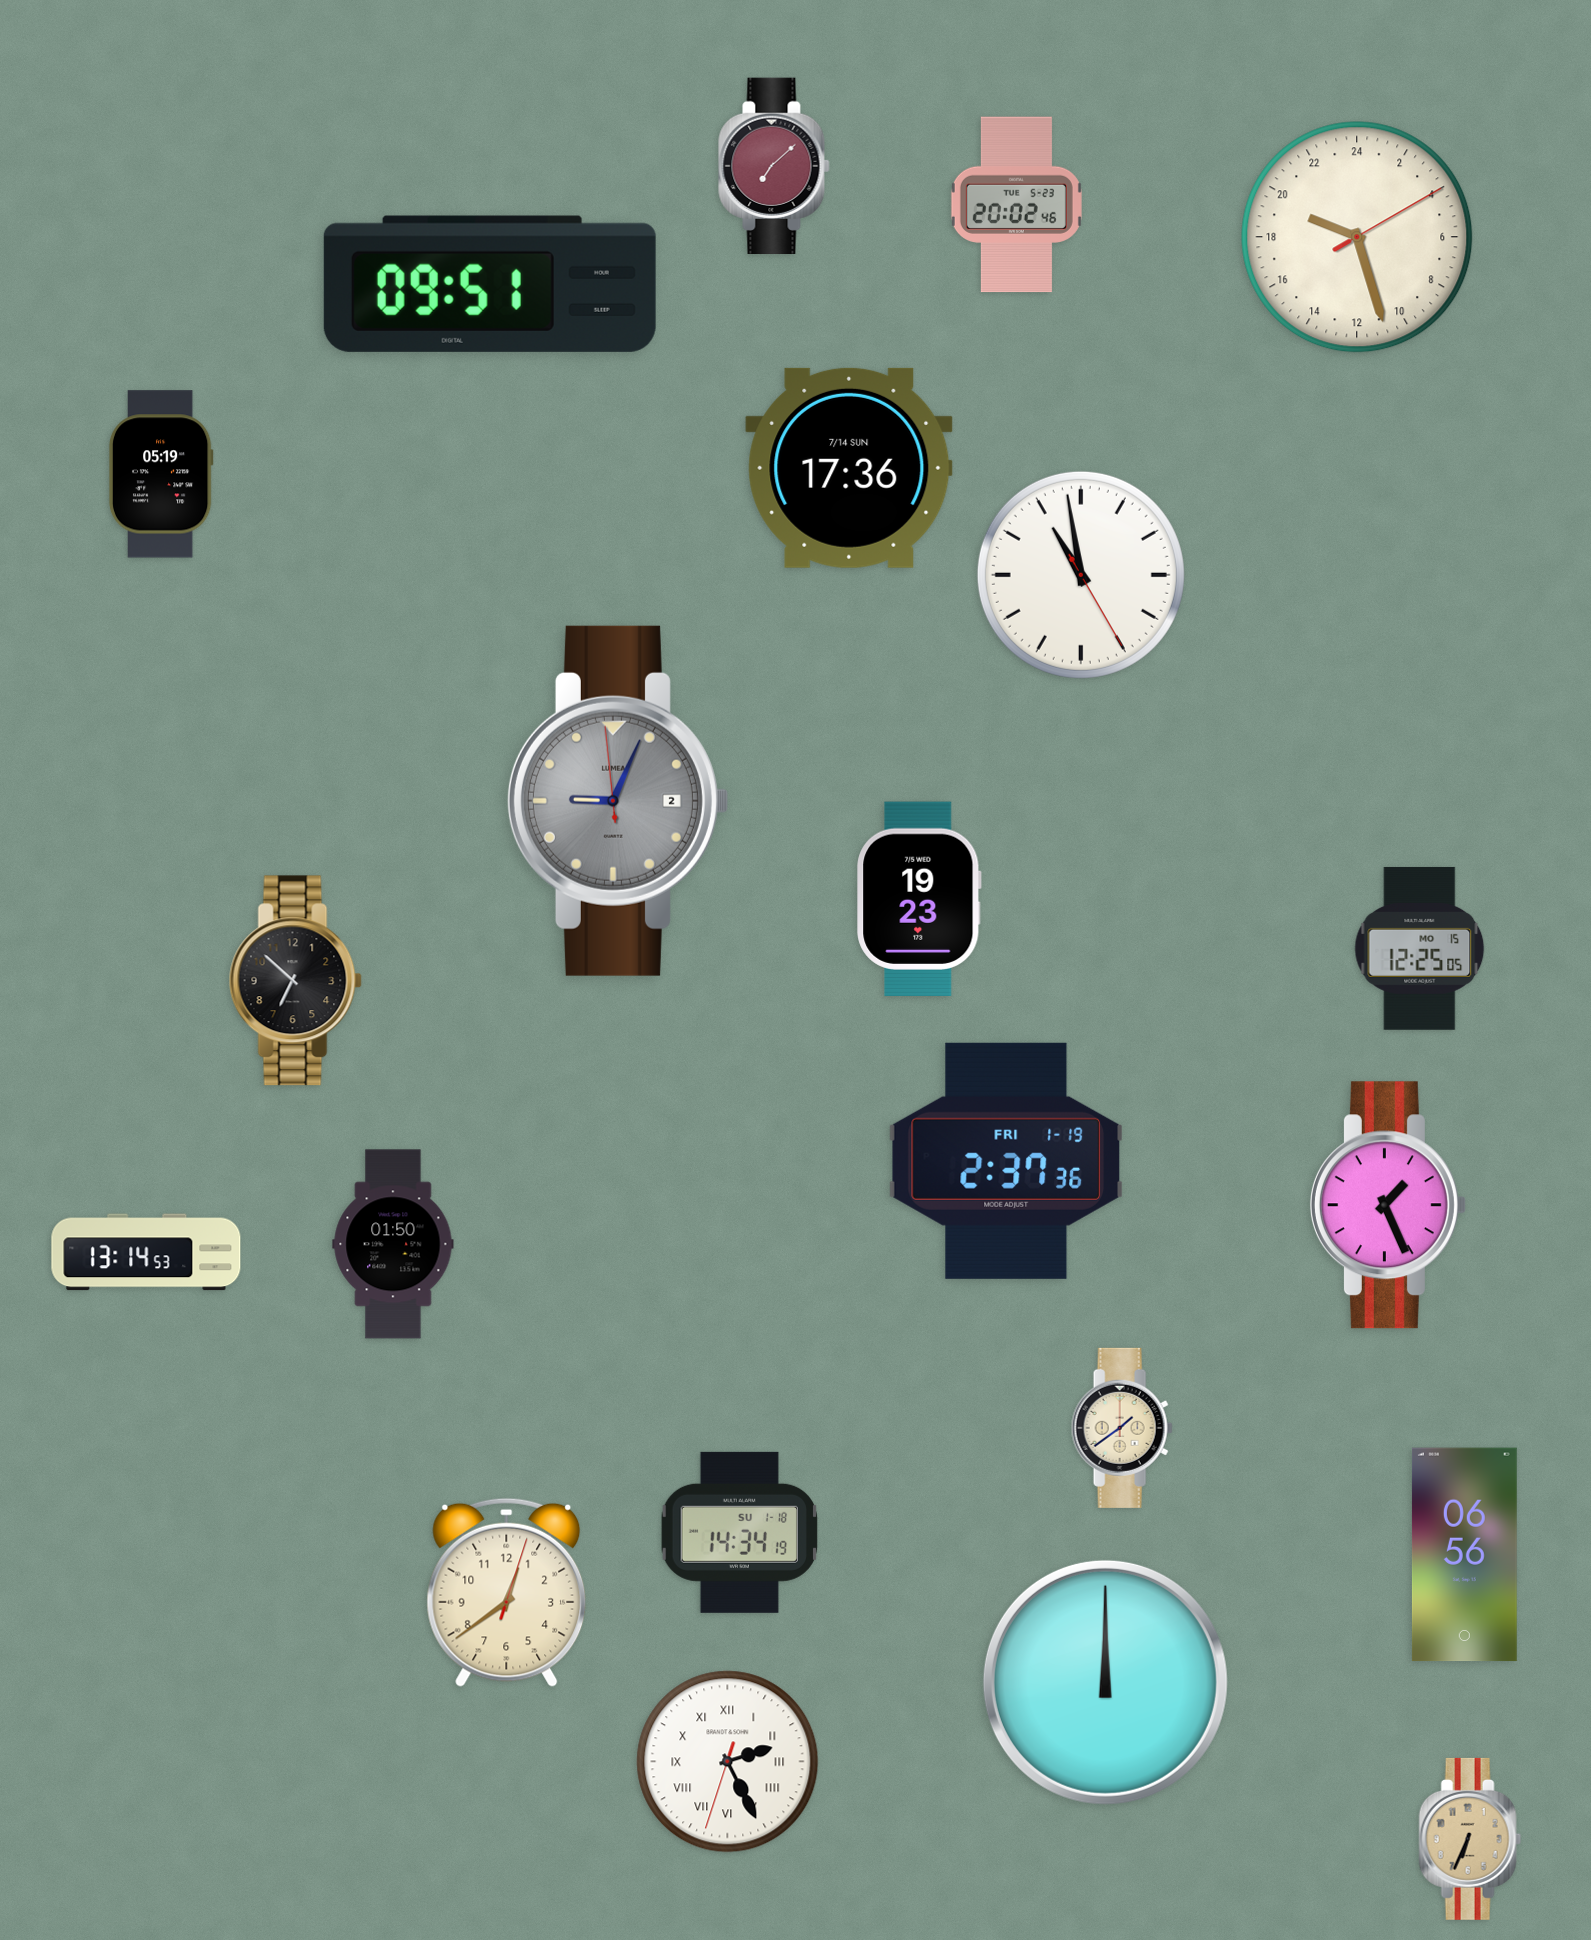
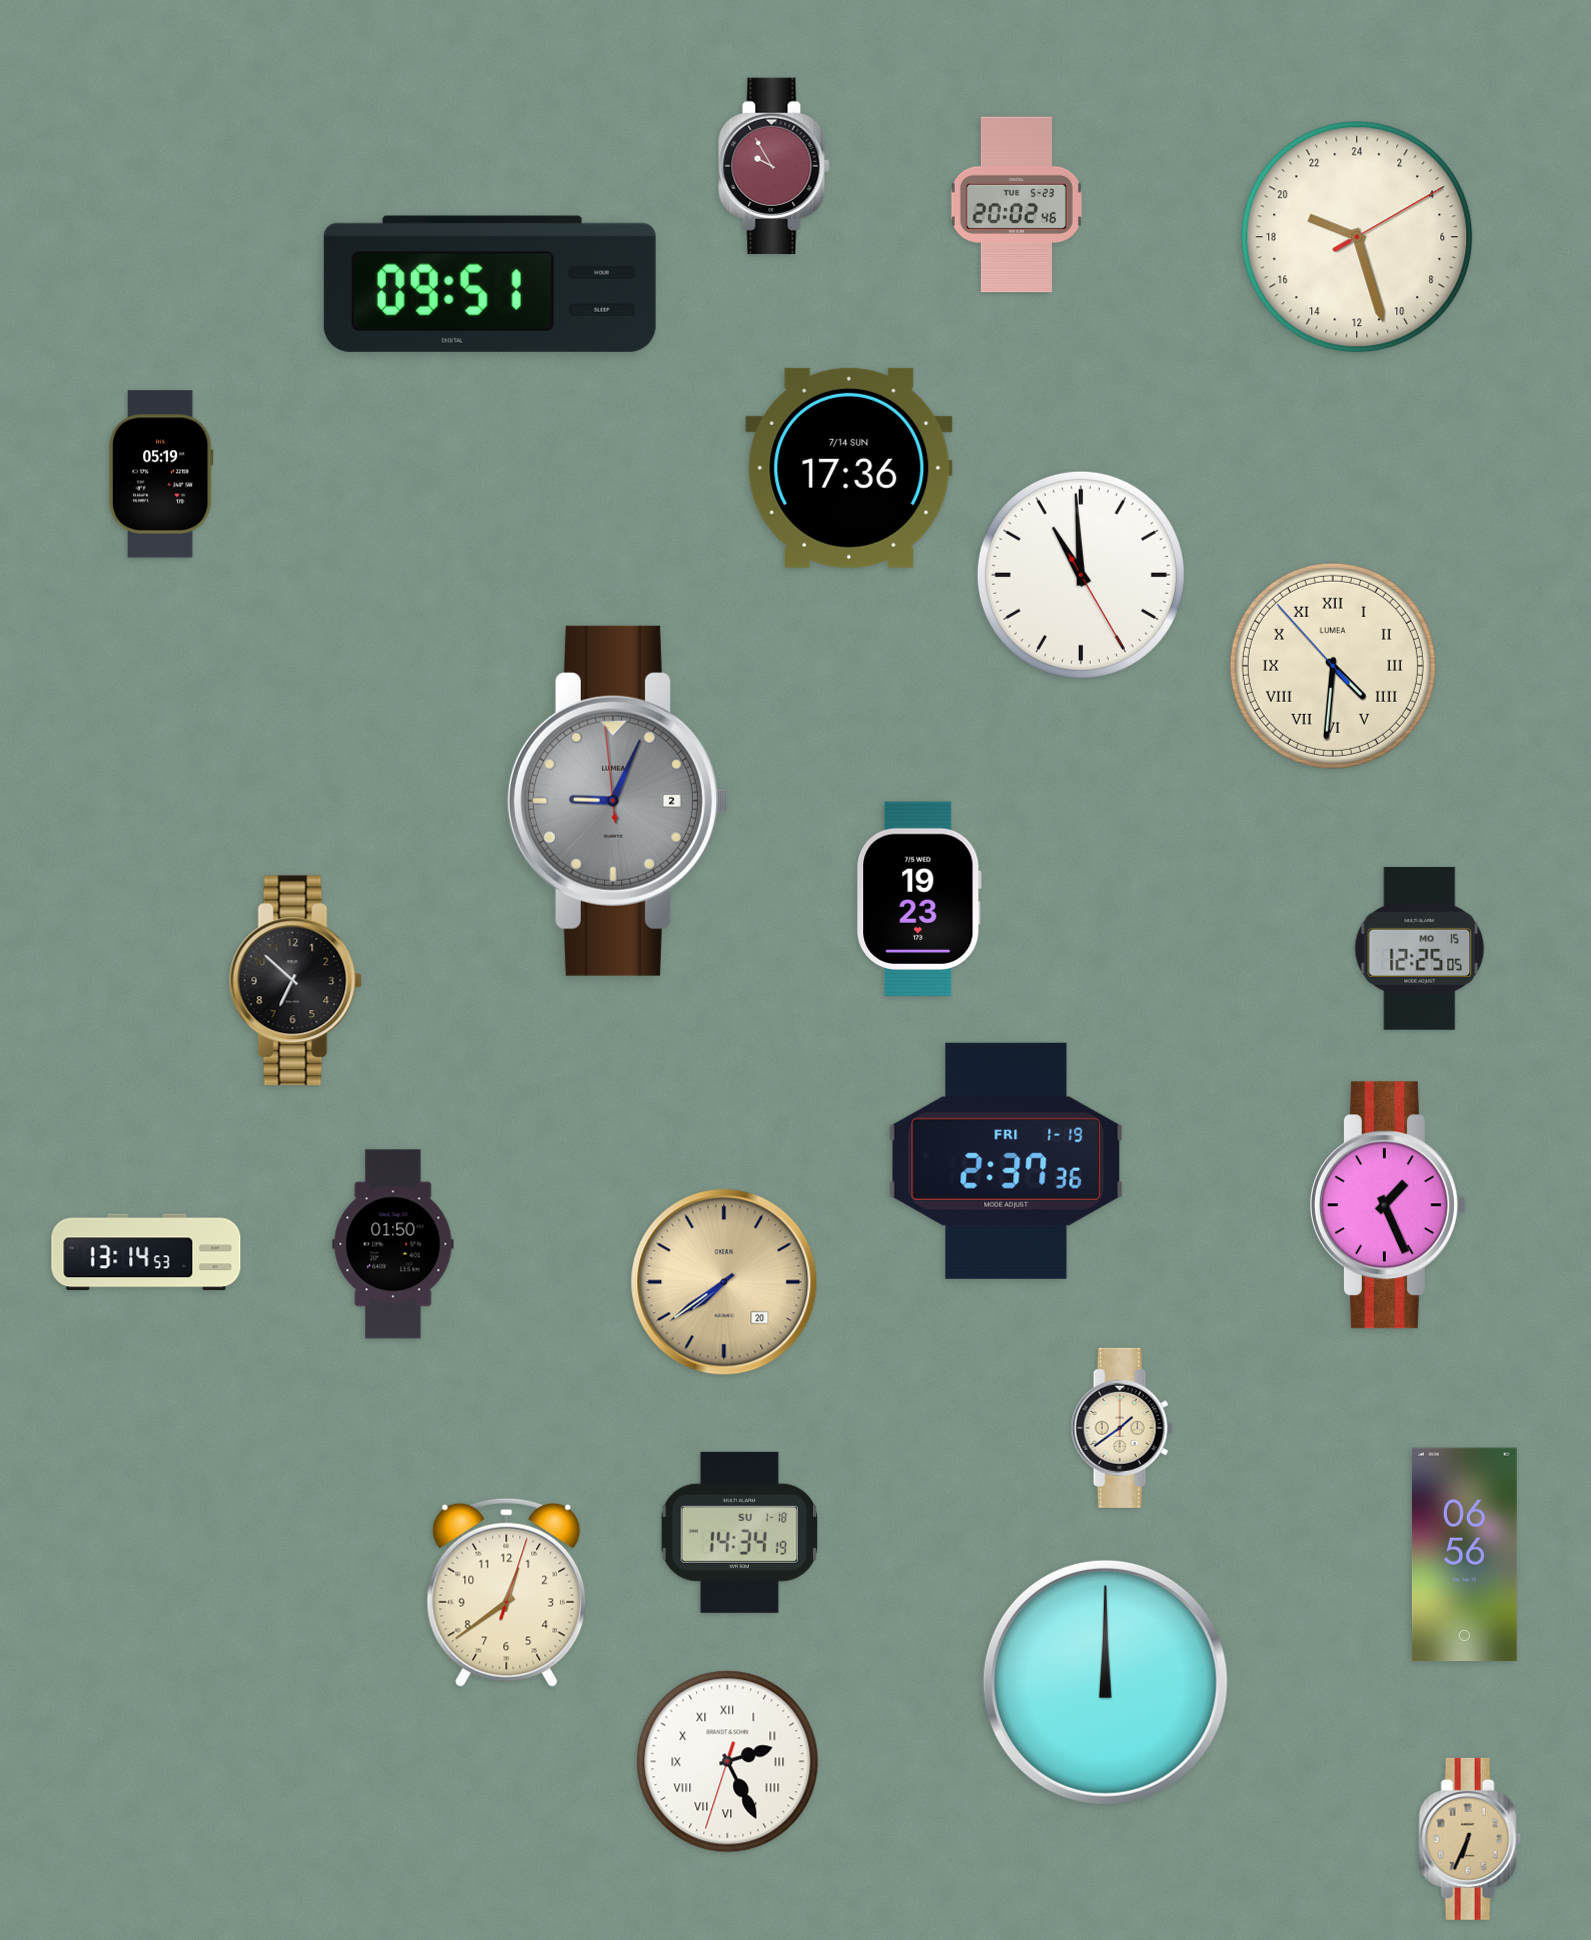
clock at (774, 165): 7:08 -> 9:55
clock at (1081, 575): 10:58 -> 10:59
clock at (1333, 666): none -> 4:30
clock at (724, 1282): none -> 7:39
